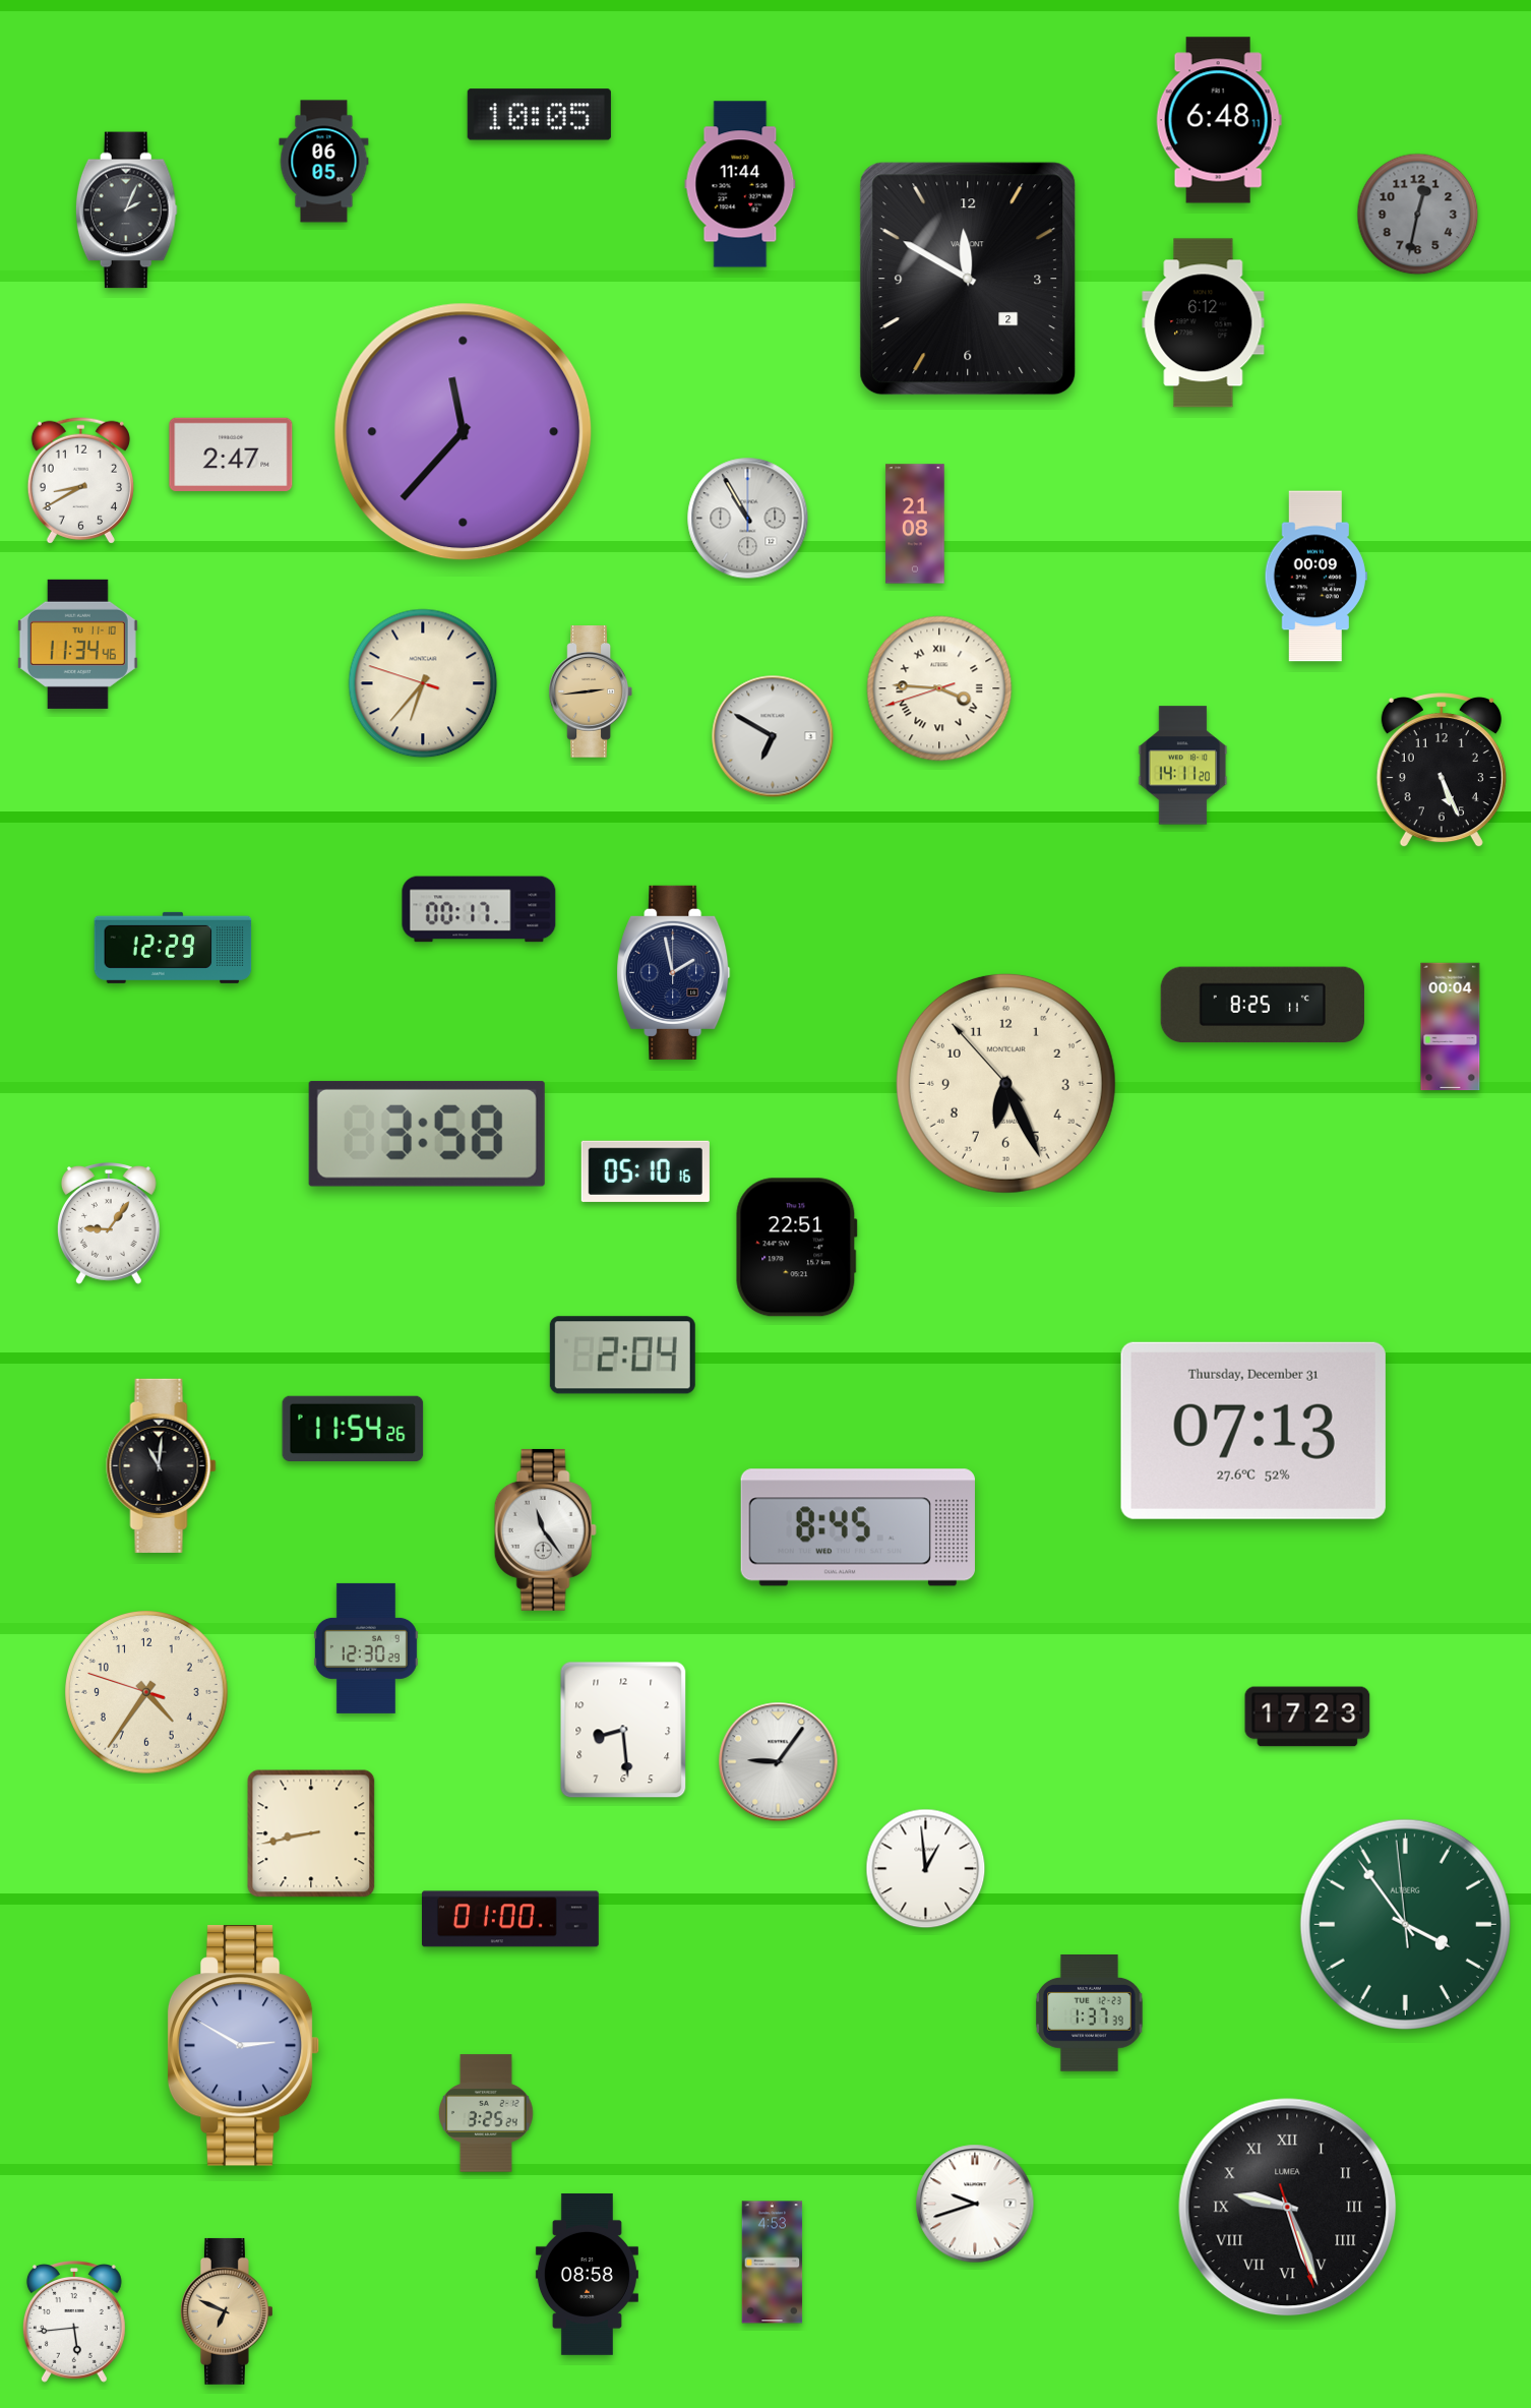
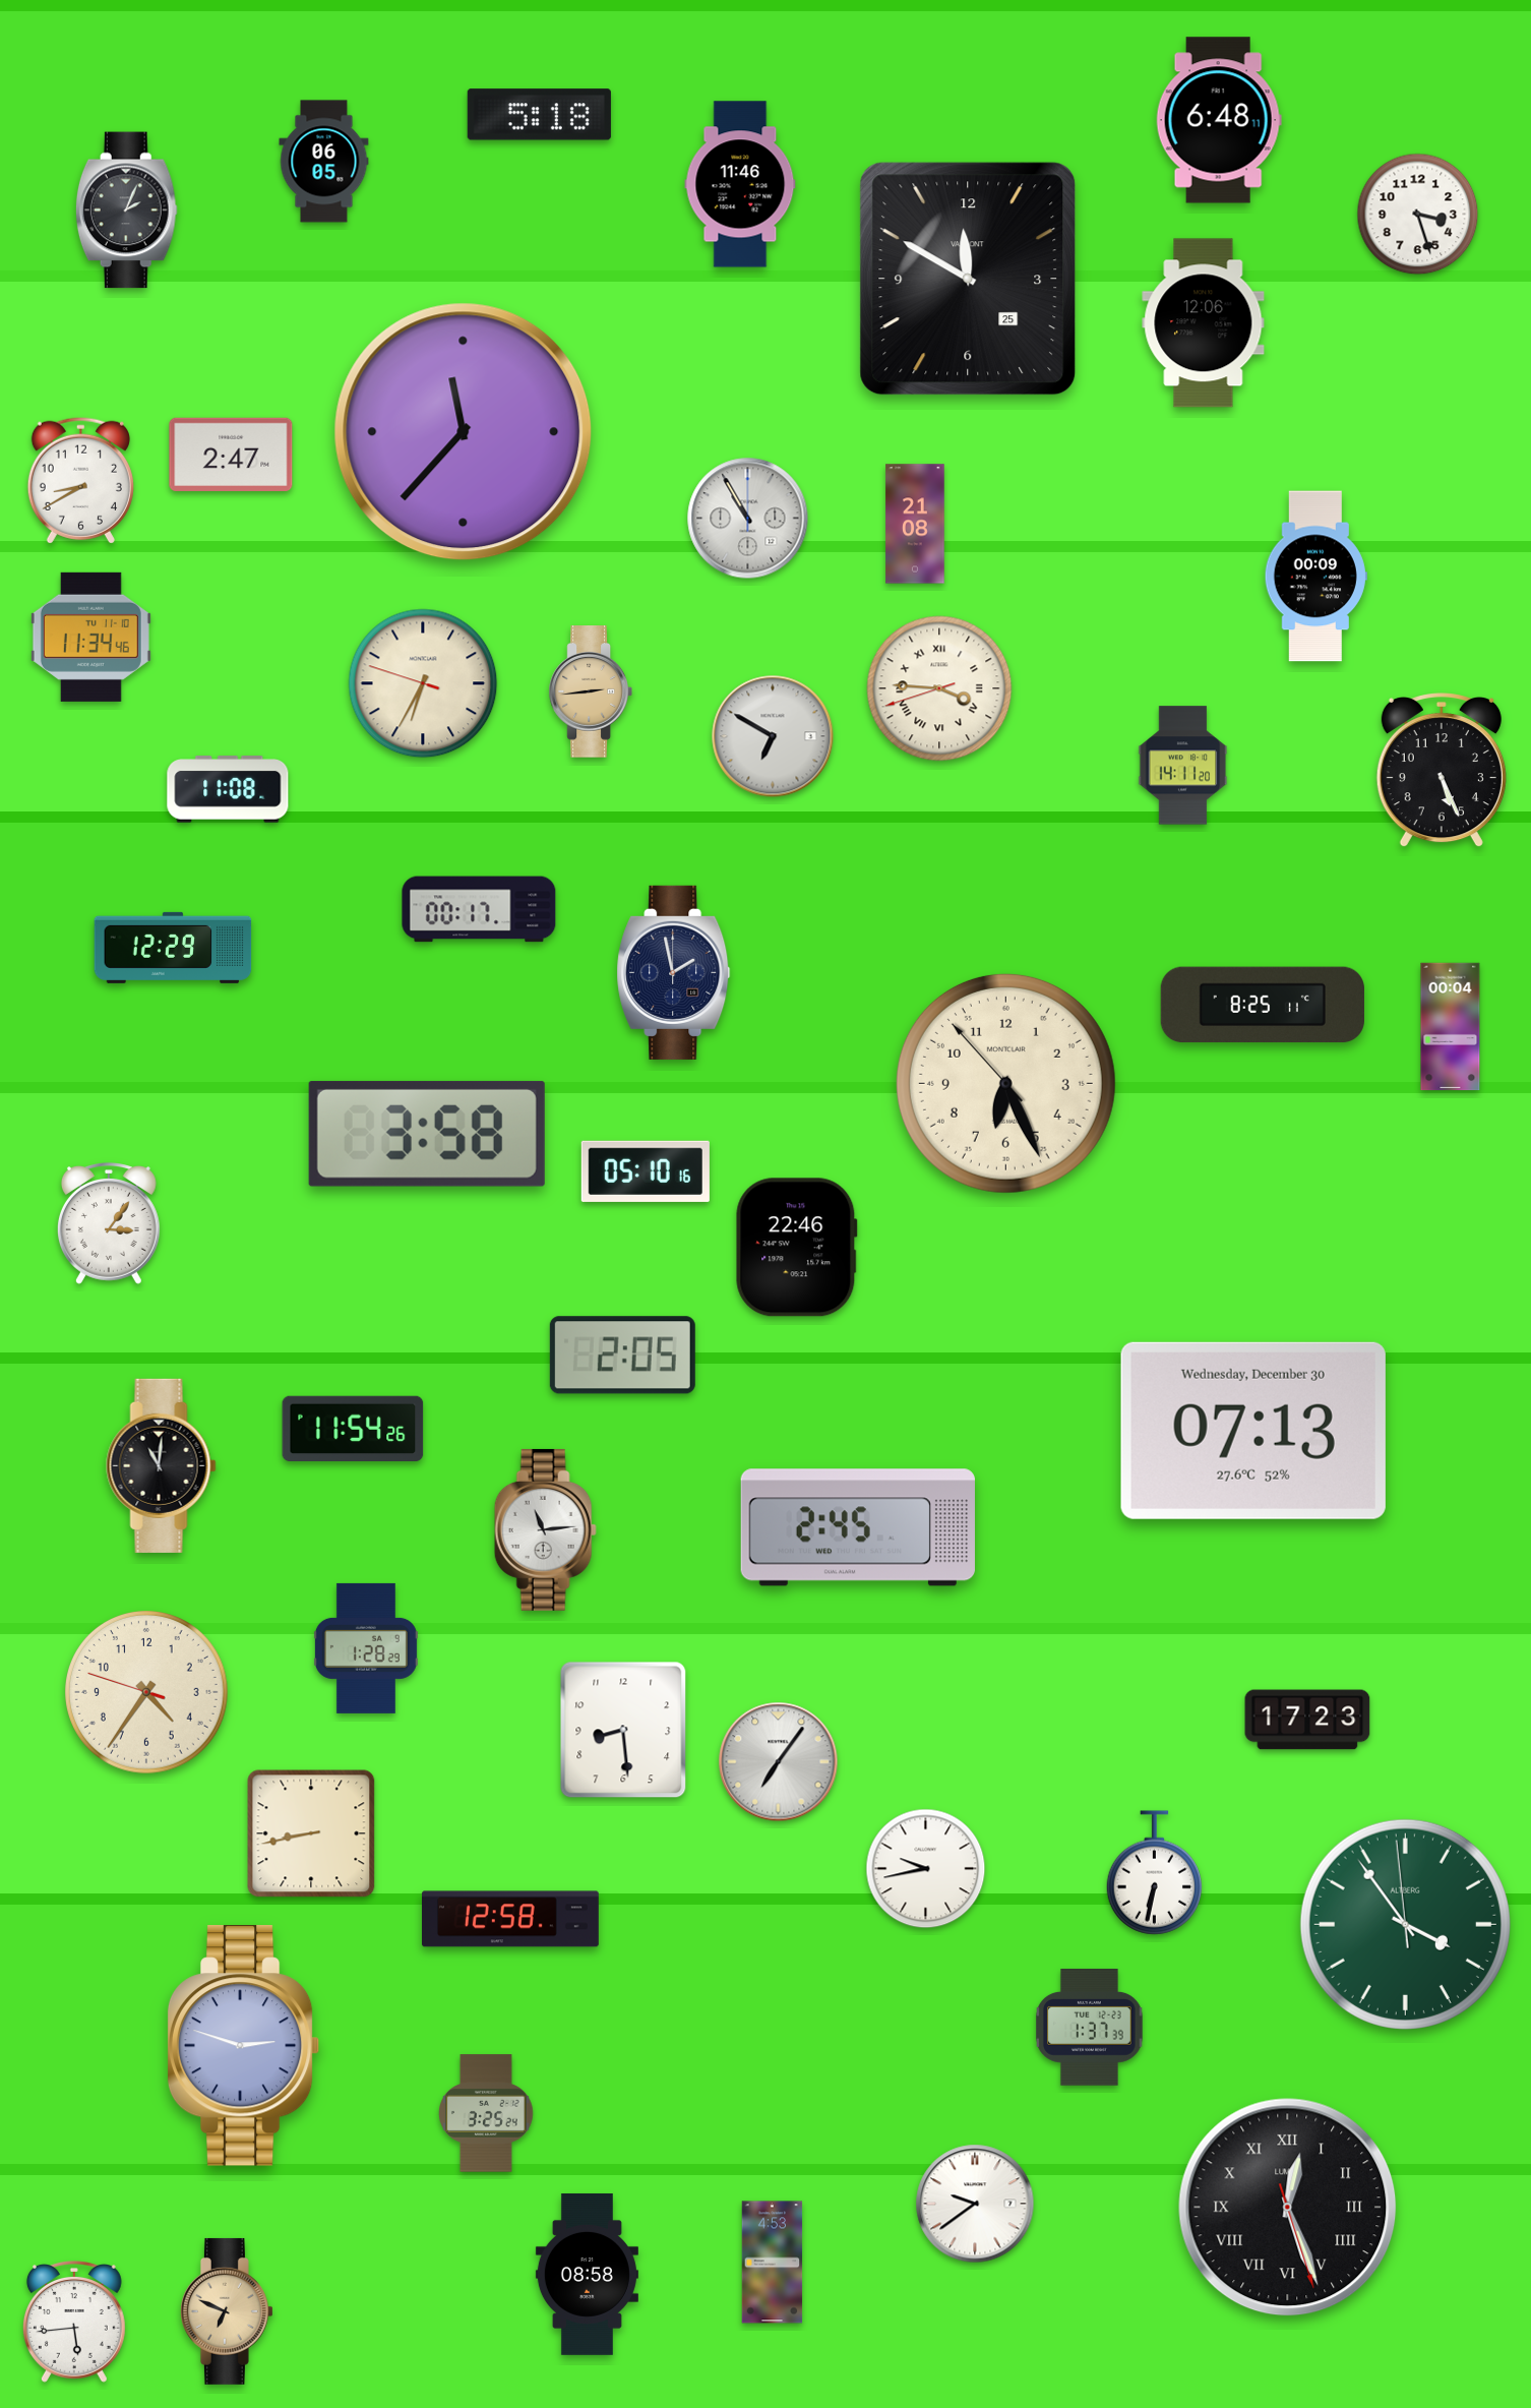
clock at (539, 115): 10:05 -> 5:18
clock at (740, 184): 11:44 -> 11:46
clock at (1418, 215): 12:32 -> 3:27
clock at (1418, 215) dial: grey -> white
clock at (968, 279) date: 2 -> 25
clock at (1204, 323): 6:12 -> 12:06
clock at (77, 644) position: (77, 644) -> (90, 637)
clock at (423, 683): 6:36 -> 6:34
clock at (228, 789): none -> 11:08
clock at (109, 1224): 9:06 -> 3:06
clock at (797, 1248): 22:51 -> 22:46
clock at (622, 1356): 2:04 -> 2:05
clock at (1253, 1431) date: Thursday, December 31 -> Wednesday, December 30
clock at (858, 1527): 8:45 -> 2:45
clock at (545, 1529): 11:24 -> 11:14
clock at (366, 1648): 12:30 -> 1:28
clock at (1307, 1717) position: (1307, 1717) -> (1307, 1720)
clock at (779, 1762): 9:06 -> 7:06
clock at (926, 1869): 12:59 -> 9:43
clock at (1154, 1873): none -> 6:32
clock at (510, 1919): 01:00 -> 12:58
clock at (1090, 2013) position: (1090, 2013) -> (1090, 2028)
clock at (244, 2046): 2:50 -> 2:48
clock at (975, 2204): 9:42 -> 9:39
clock at (1288, 2208): 9:26 -> 12:26
